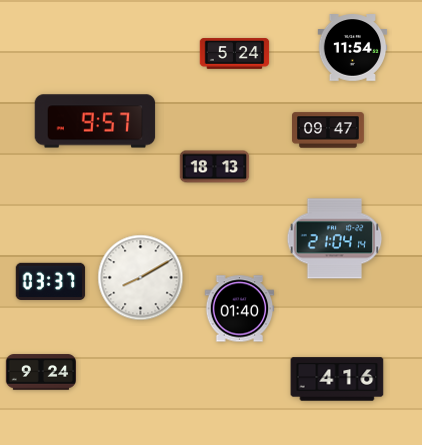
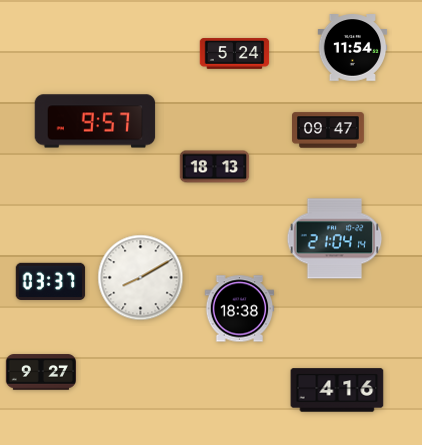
clock at (240, 309): 01:40 -> 18:38
clock at (40, 372): 9:24 -> 9:27
clock at (337, 379) position: (337, 379) -> (337, 390)
